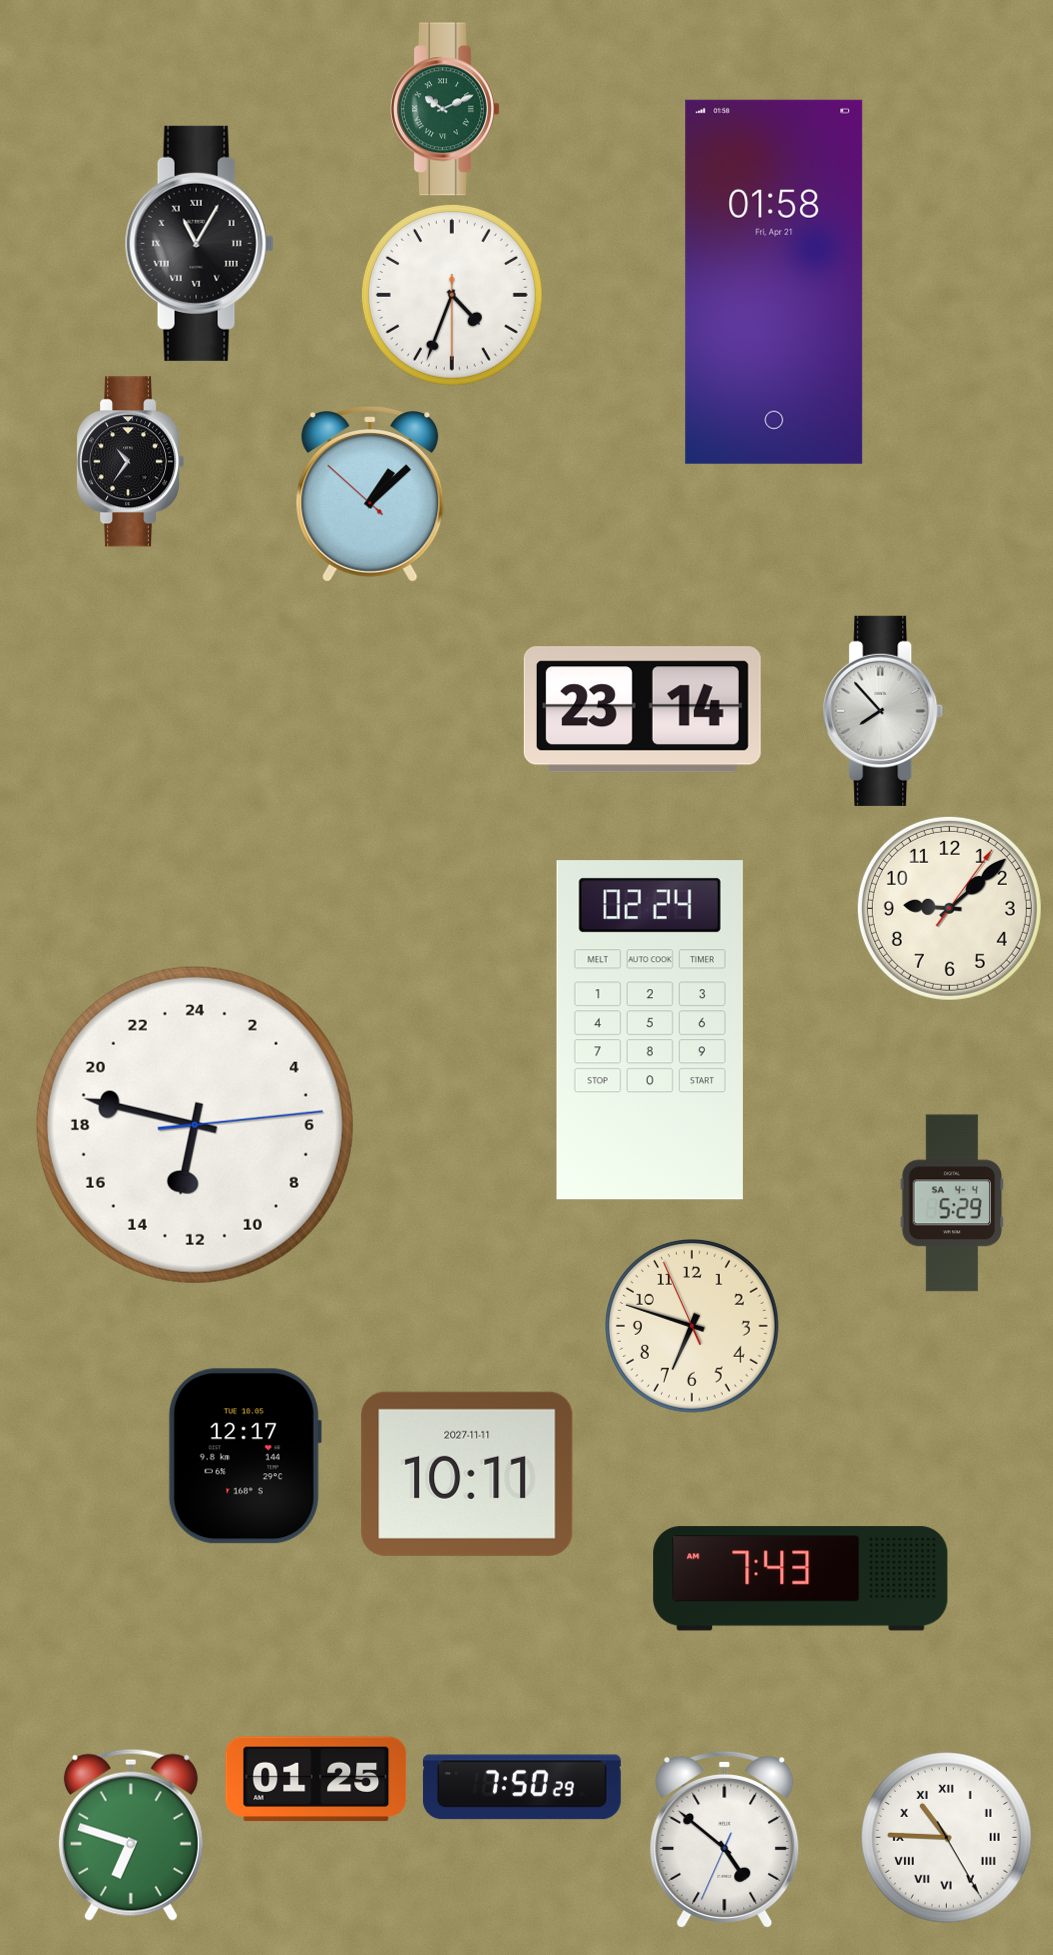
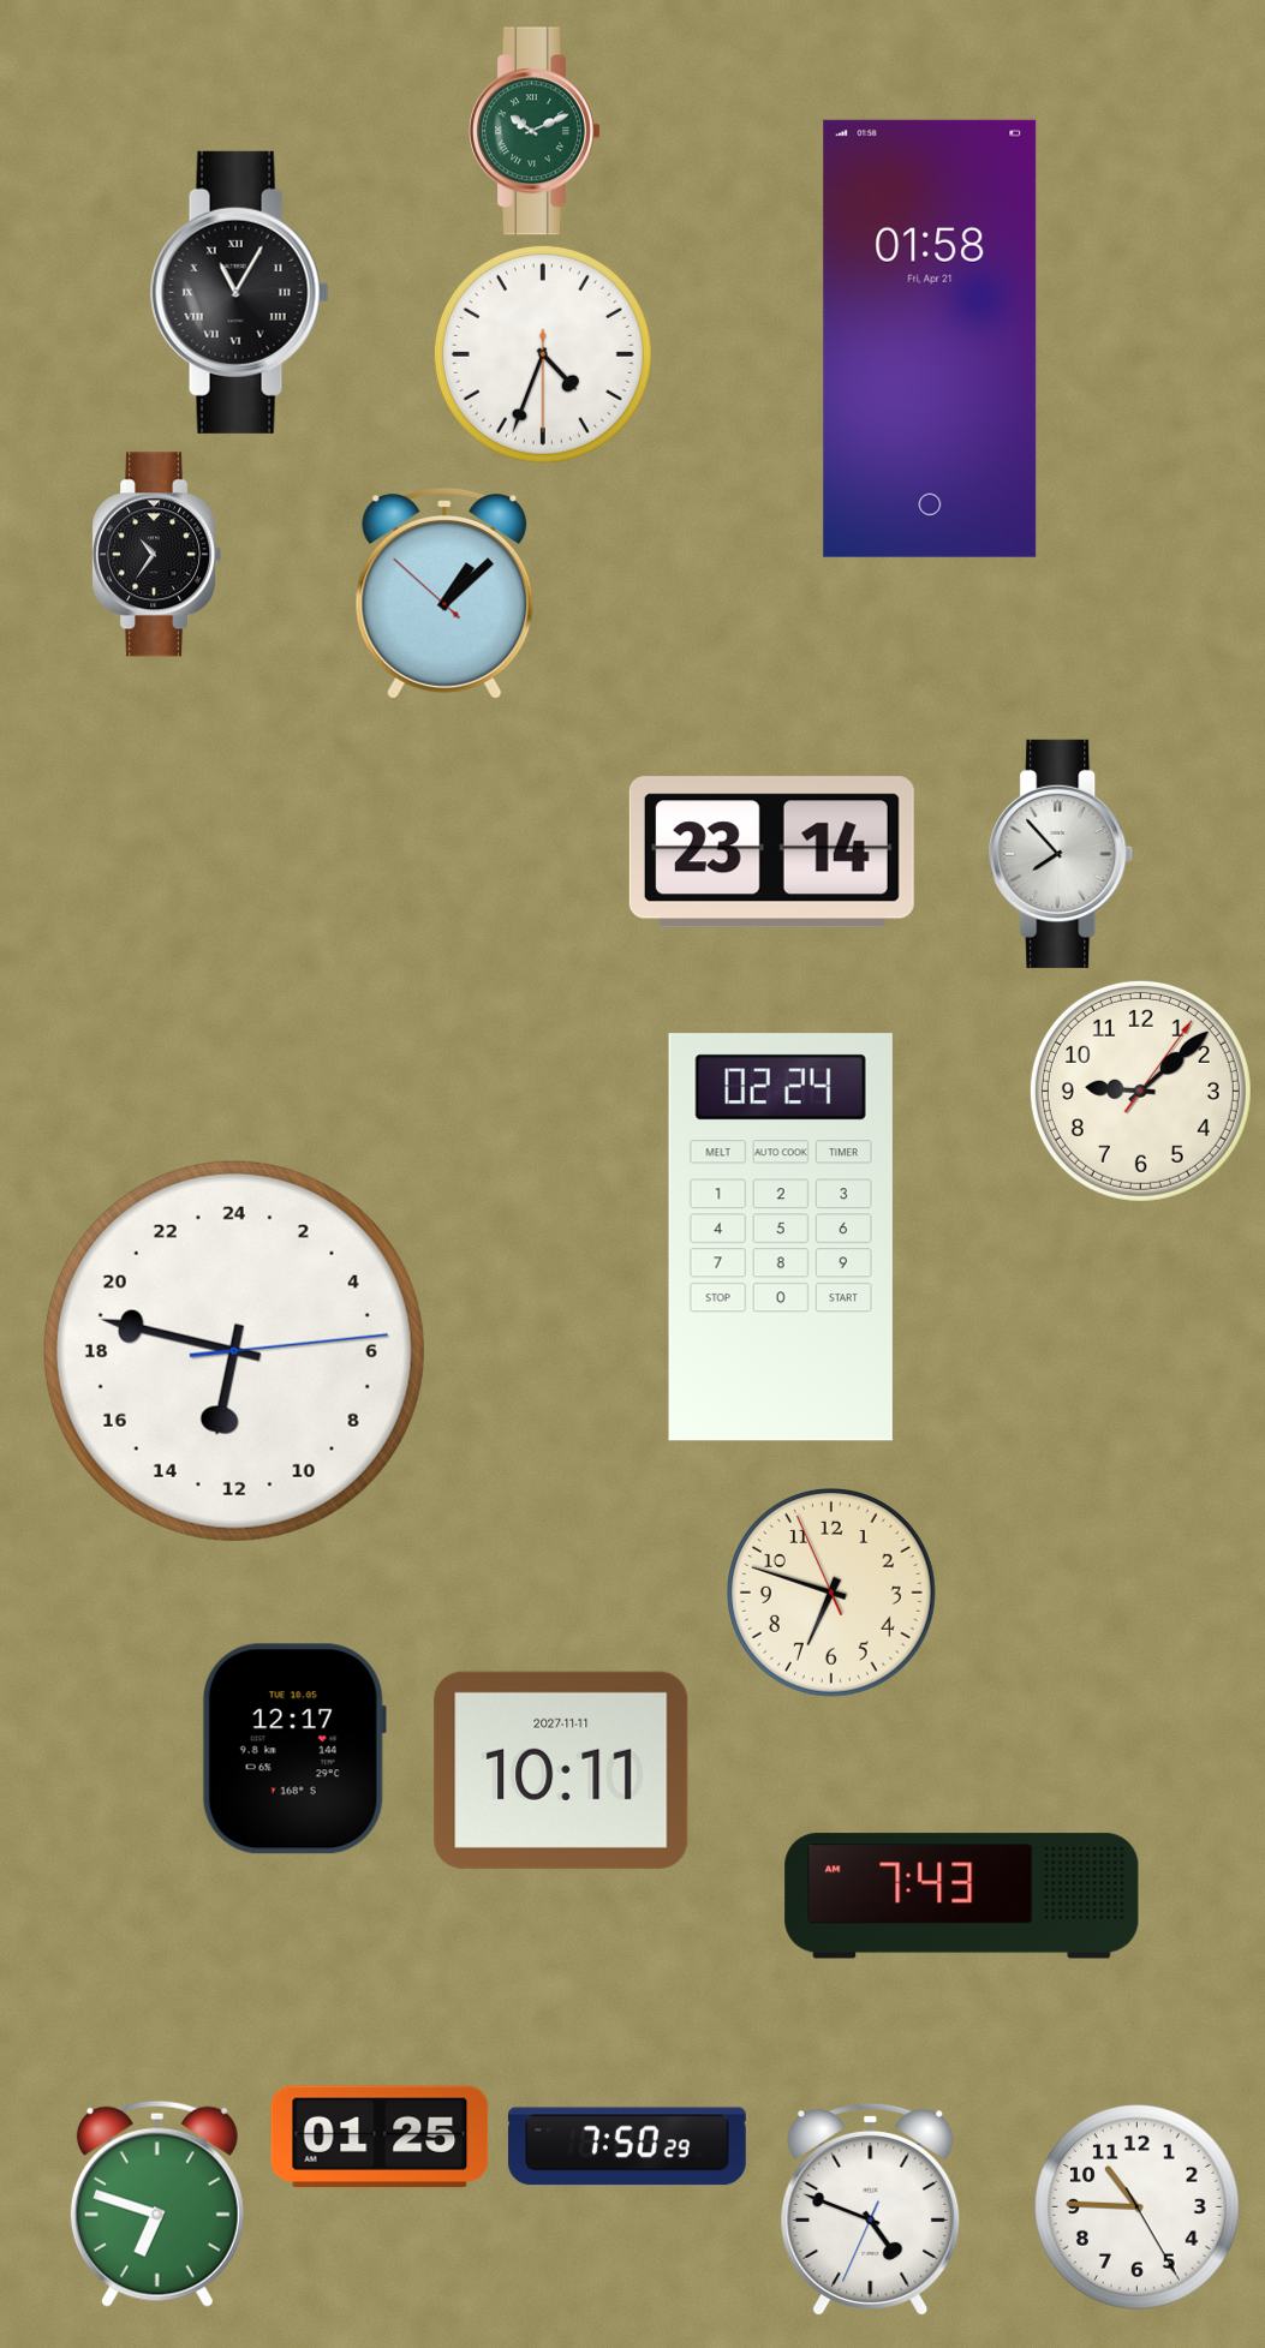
clock at (952, 1203): 5:29 -> none
clock at (947, 1838) numerals: Roman -> Arabic
clock at (725, 1839): 4:51 -> 4:48
